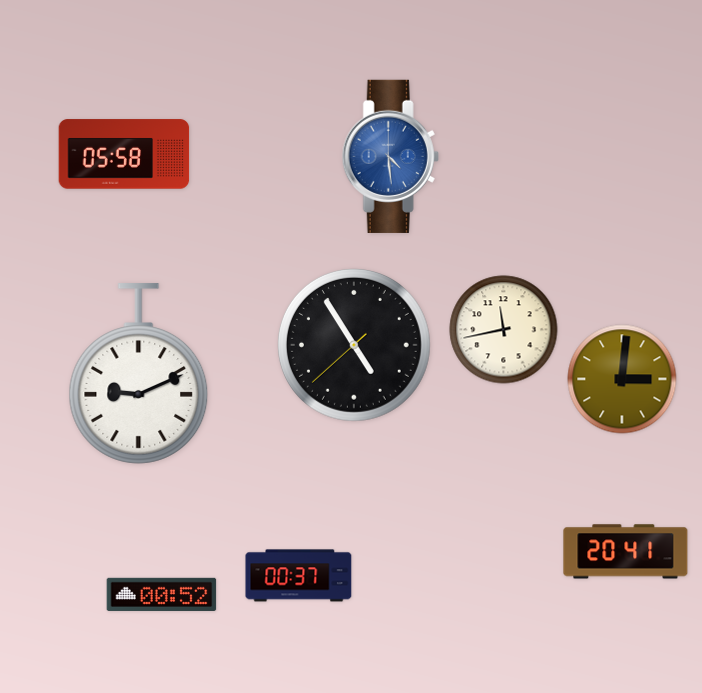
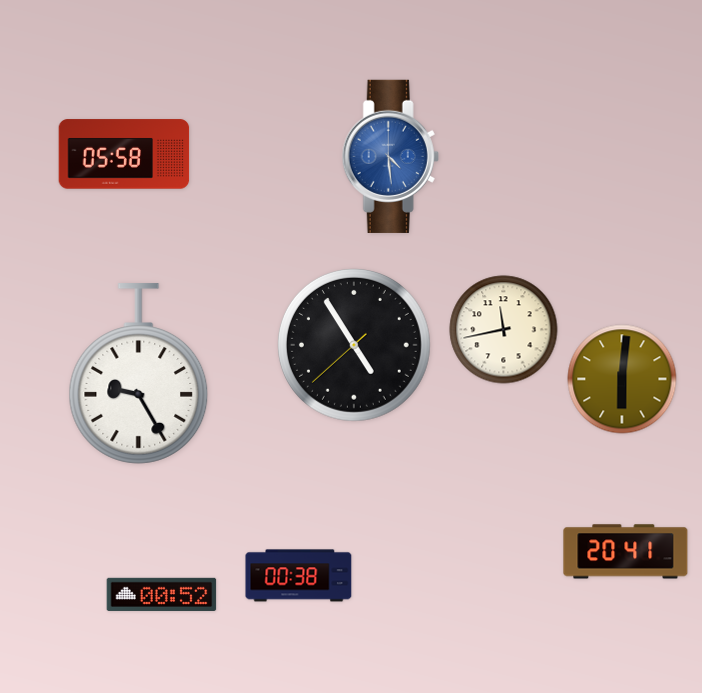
clock at (139, 374): 9:11 -> 9:25
clock at (622, 379): 3:01 -> 6:01
clock at (299, 576): 00:37 -> 00:38
